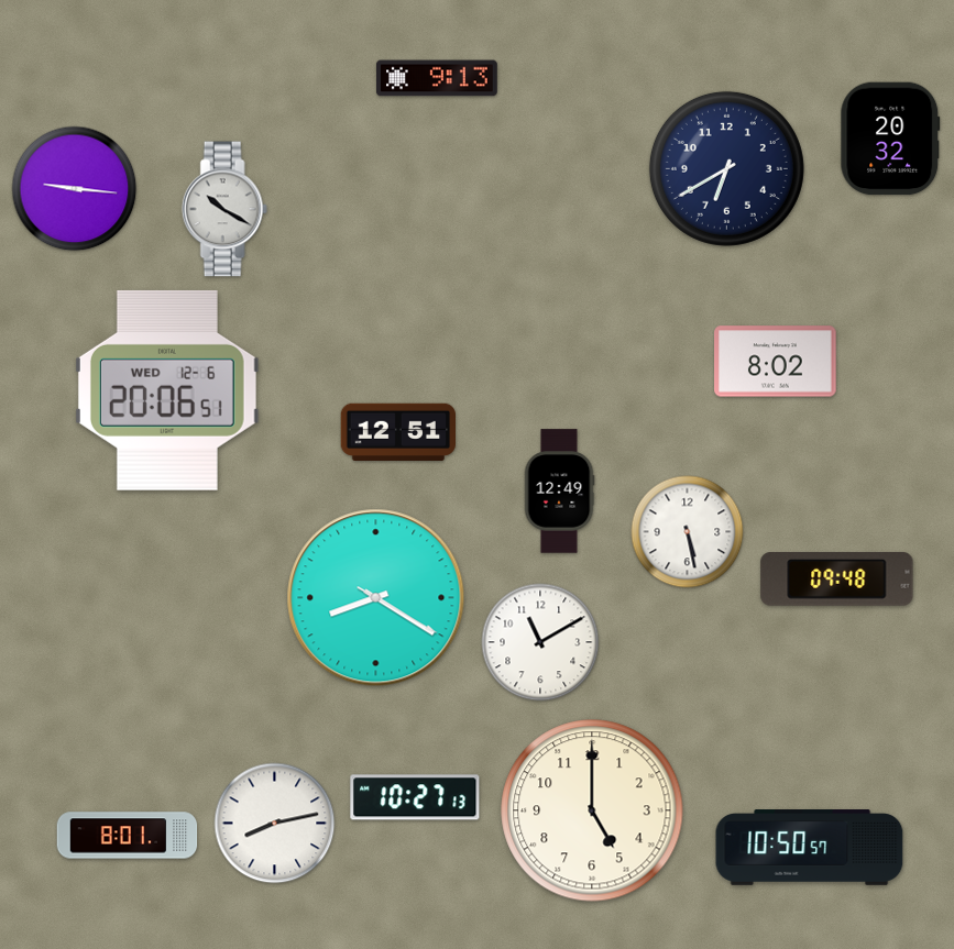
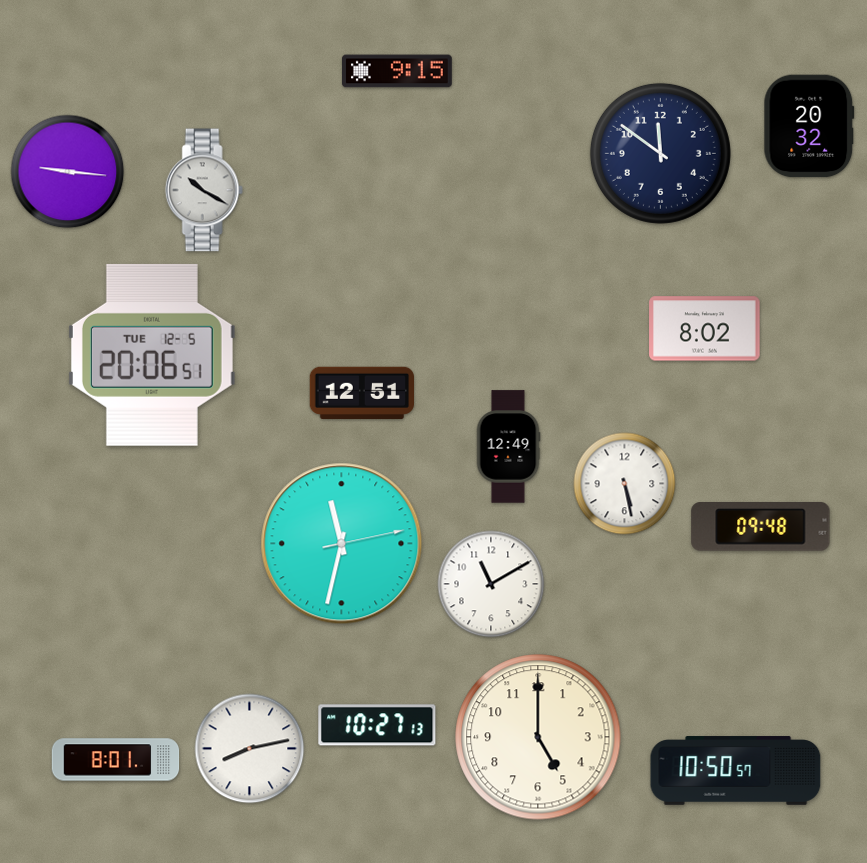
clock at (438, 78): 9:13 -> 9:15
clock at (726, 168): 6:40 -> 11:51
clock at (167, 390) date: WED 12-6 -> TUE 12-5
clock at (376, 598): 8:20 -> 11:32
